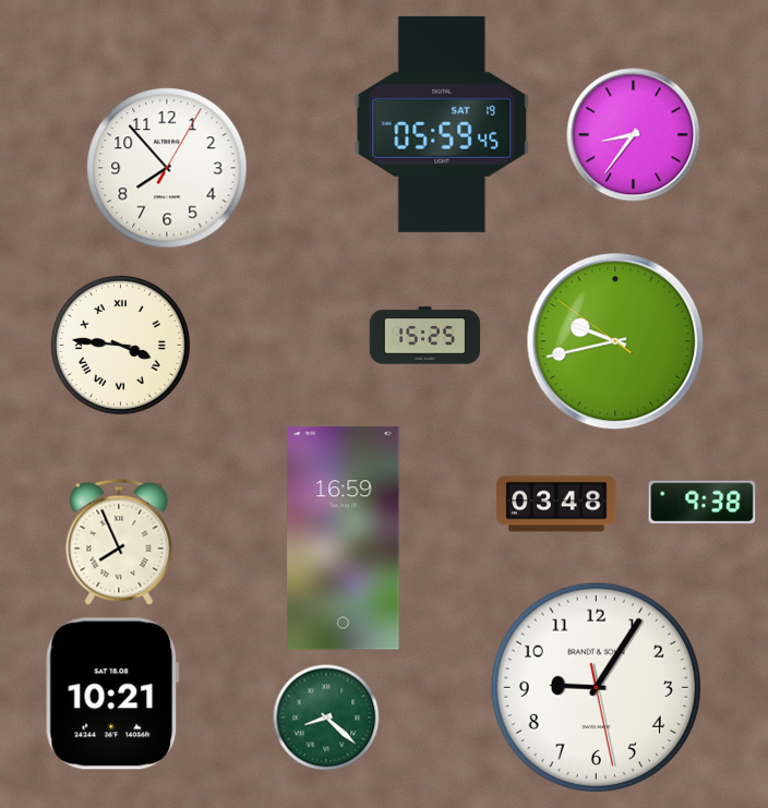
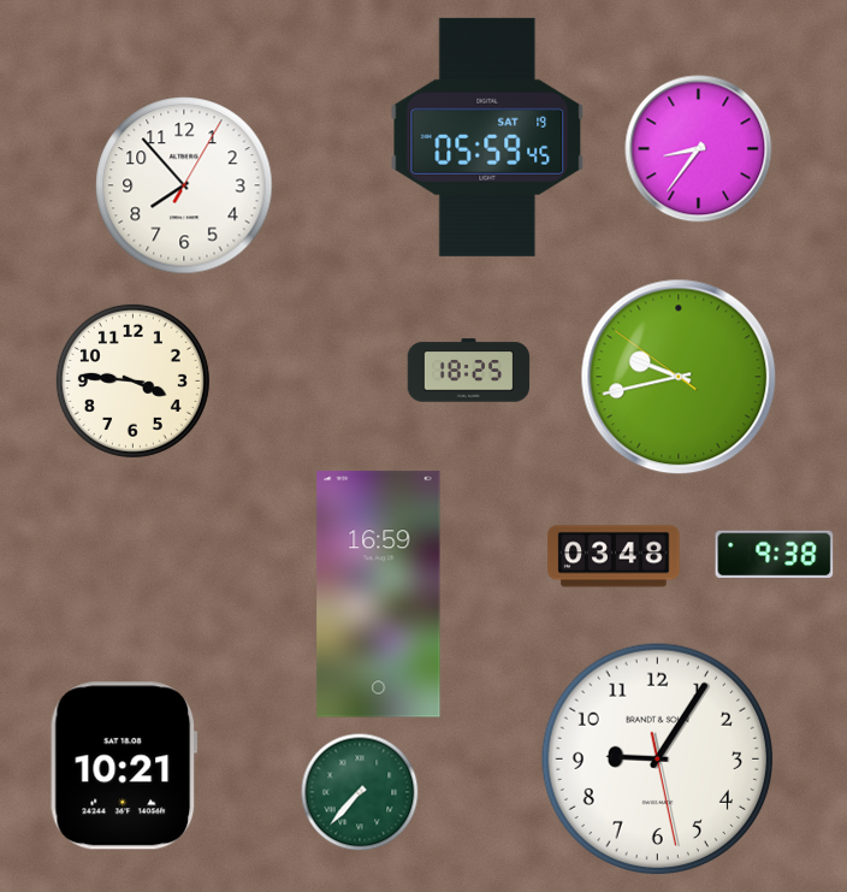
clock at (425, 336): 15:25 -> 18:25
clock at (120, 345) numerals: Roman -> Arabic
clock at (119, 542): 7:56 -> none
clock at (326, 717): 8:22 -> 7:37
